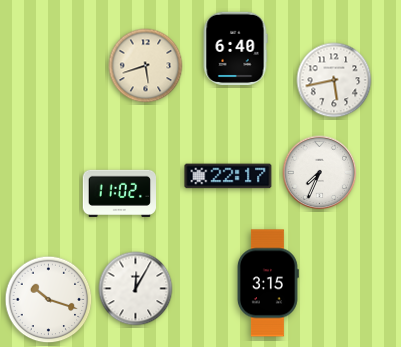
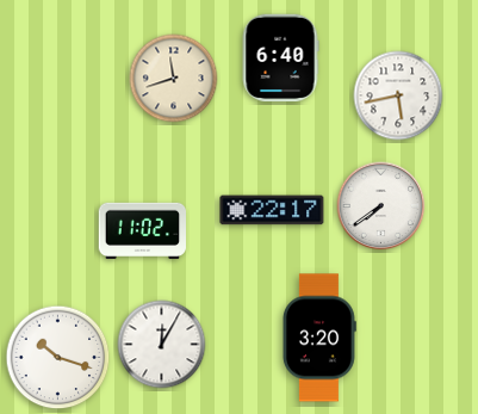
clock at (146, 66): 5:42 -> 11:42
clock at (320, 173): 7:34 -> 7:39
clock at (267, 283): 3:15 -> 3:20
